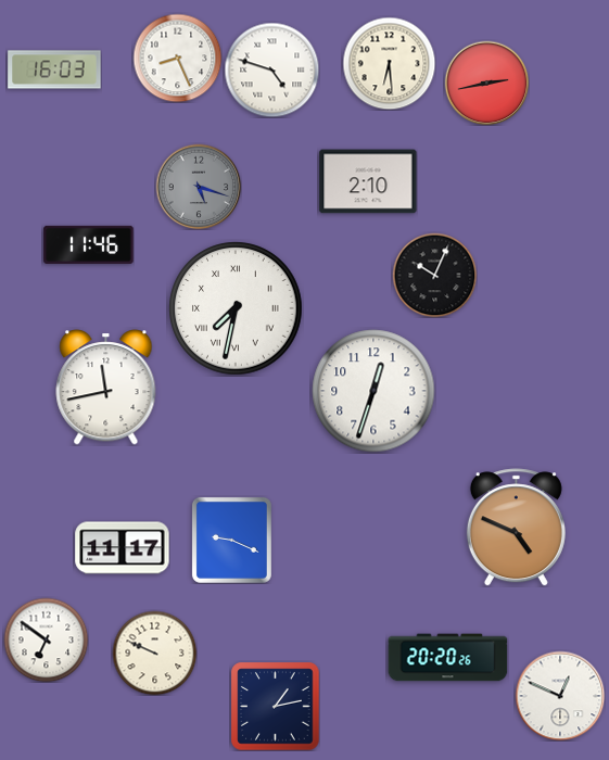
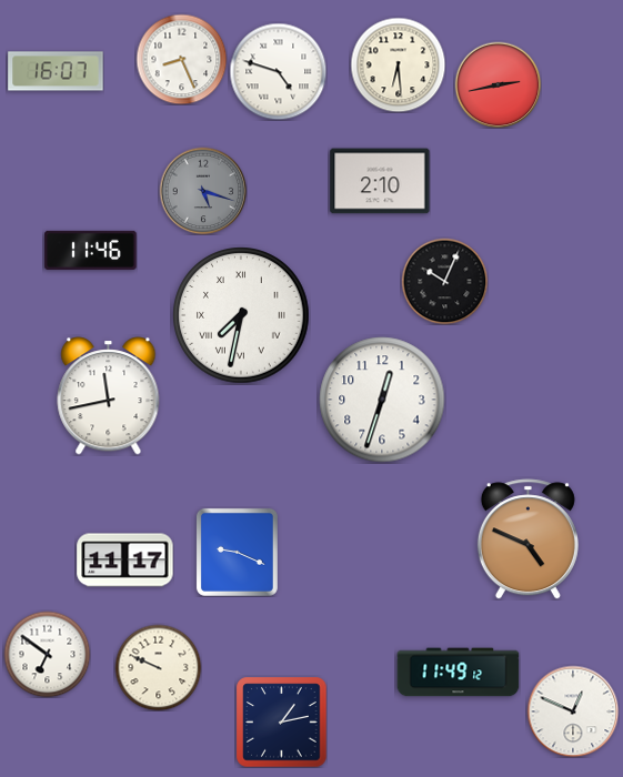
clock at (54, 69): 16:03 -> 16:07
clock at (368, 181) position: (368, 181) -> (380, 181)
clock at (448, 658): 20:20 -> 11:49
